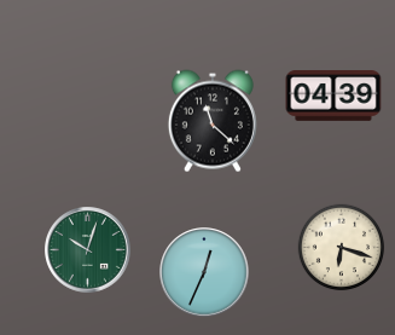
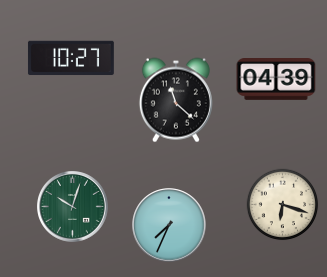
clock at (71, 58): none -> 10:27
clock at (204, 272): 12:34 -> 7:34
